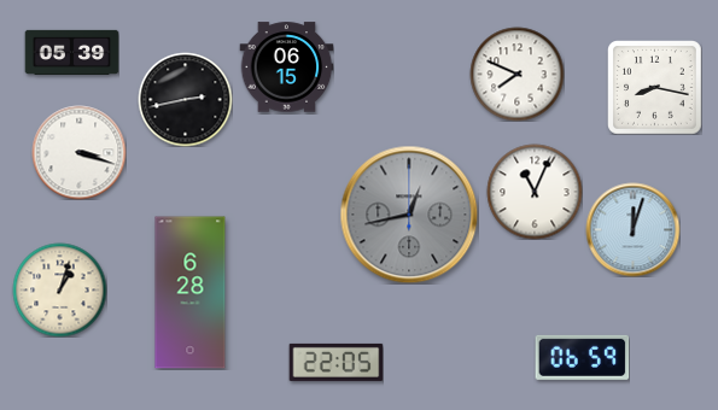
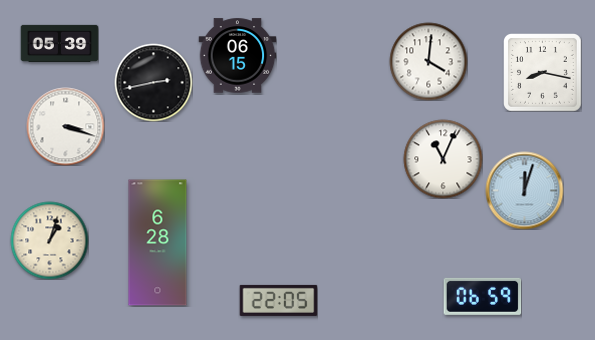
clock at (516, 74): 7:49 -> 4:01
clock at (409, 215): 12:43 -> none
